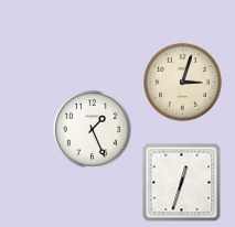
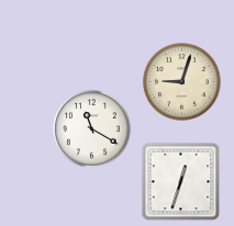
clock at (183, 83): 3:03 -> 9:03
clock at (93, 130): 1:26 -> 11:20
